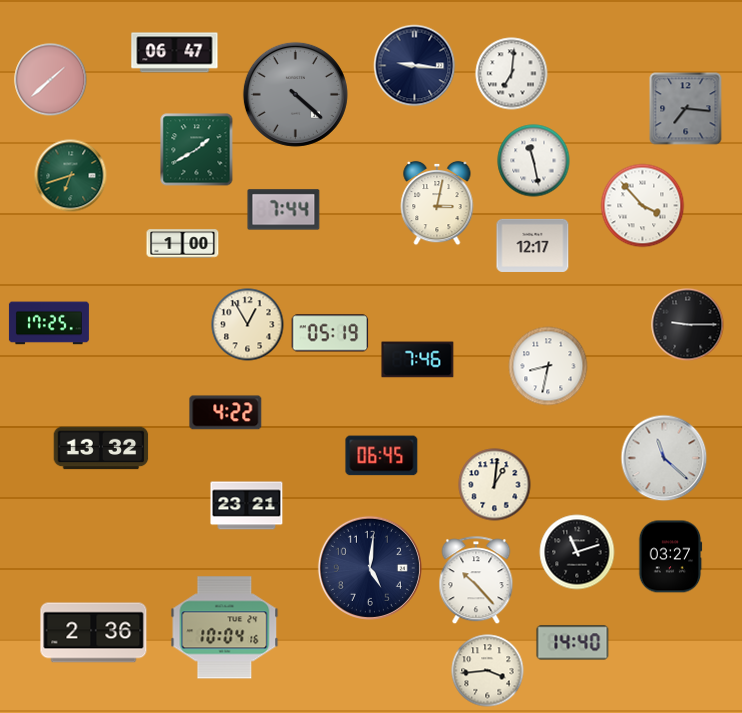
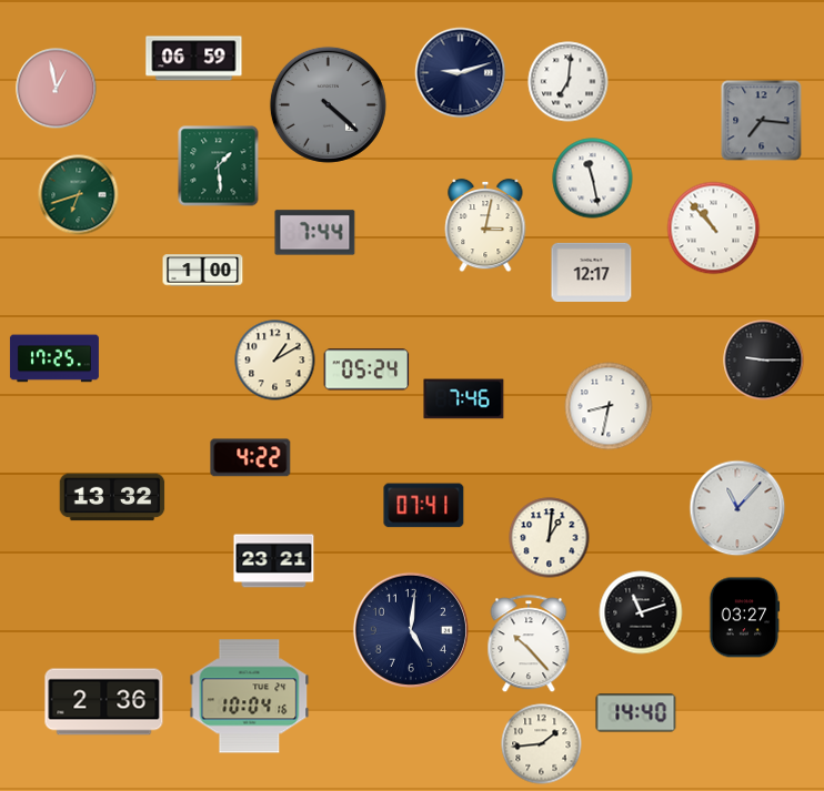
clock at (175, 53): 06:47 -> 06:59
clock at (415, 66): 9:16 -> 9:12
clock at (51, 80): 1:38 -> 12:58
clock at (197, 150): 1:40 -> 1:29
clock at (643, 206): 3:53 -> 10:53
clock at (248, 325): 12:55 -> 1:10
clock at (330, 333): 05:19 -> 05:24
clock at (382, 456): 06:45 -> 07:41
clock at (664, 458): 11:22 -> 11:07
clock at (488, 671): 3:44 -> 1:44
